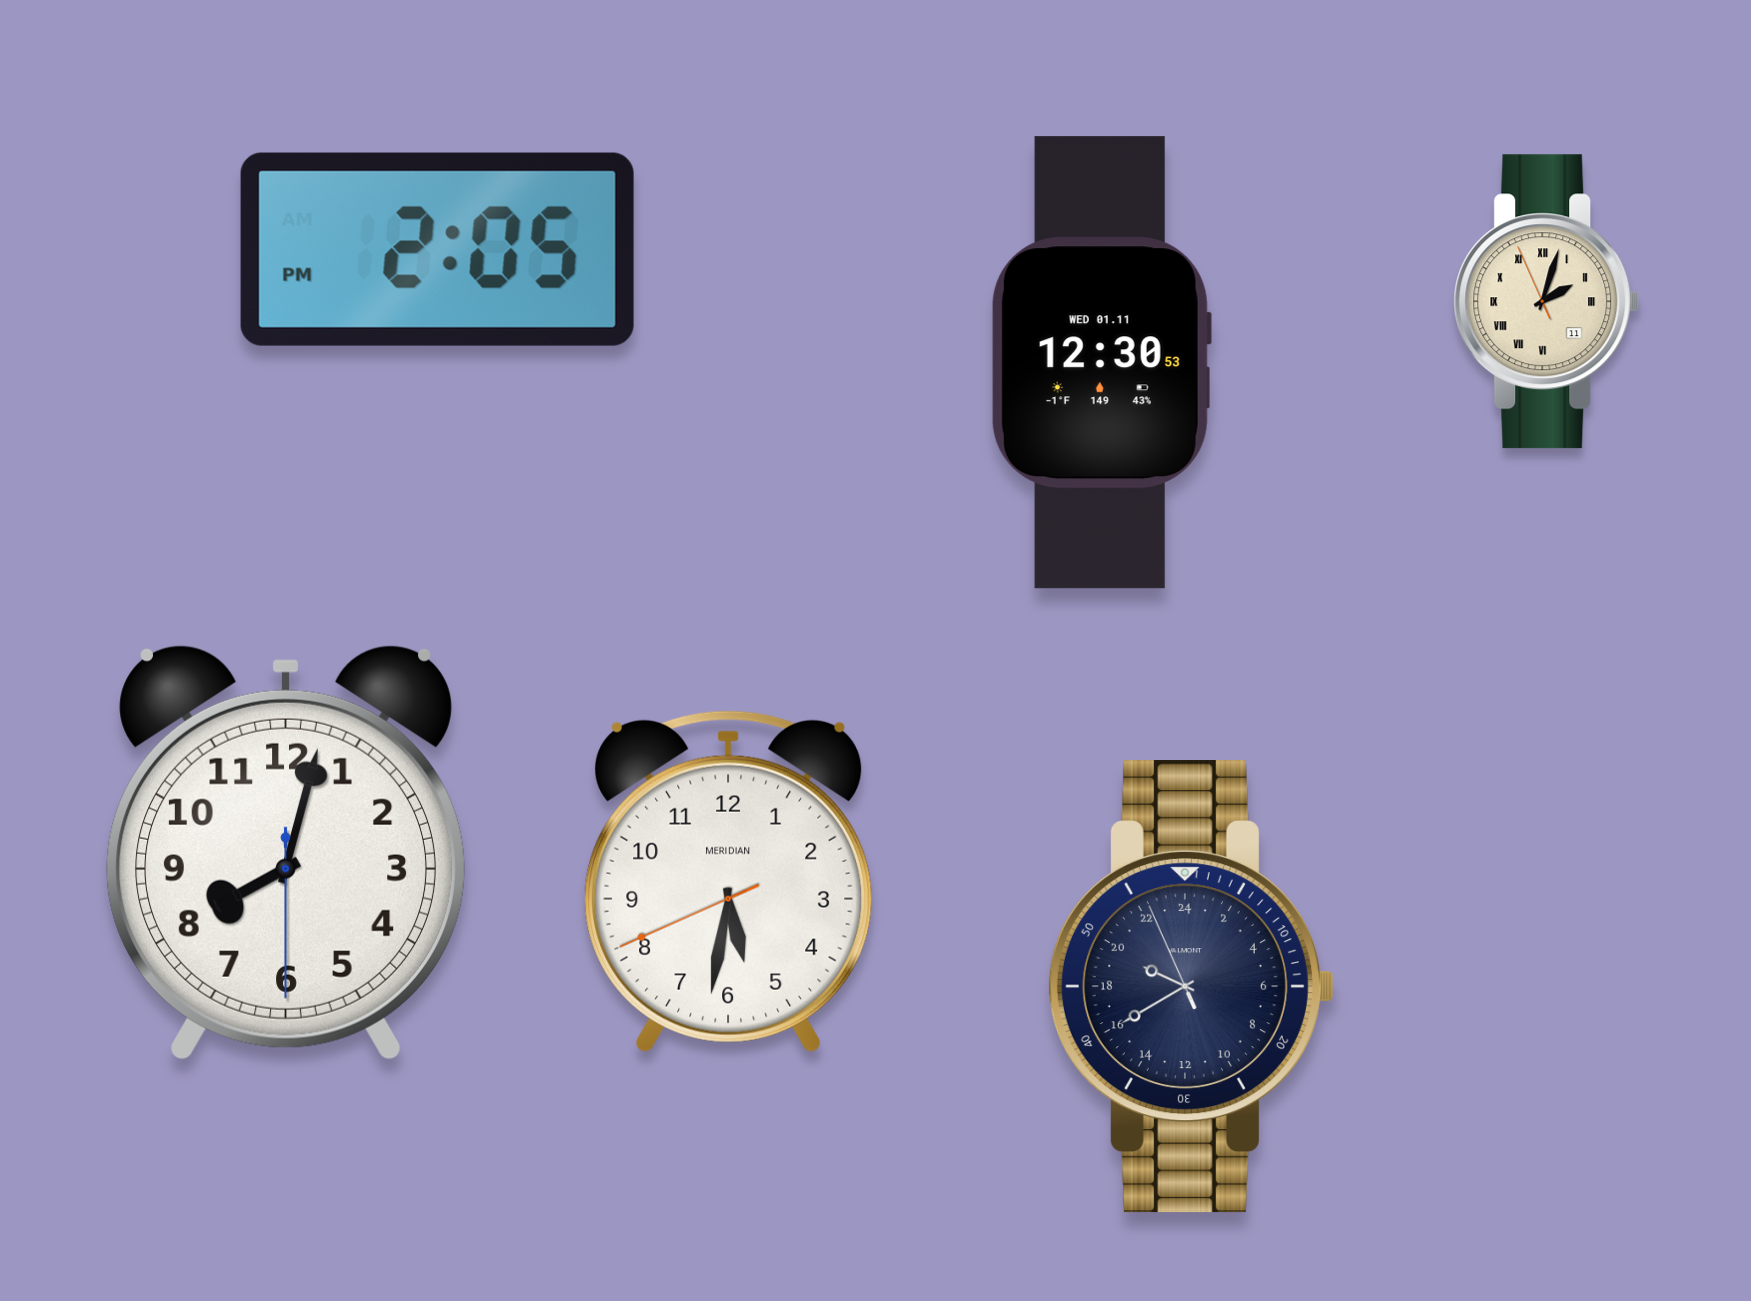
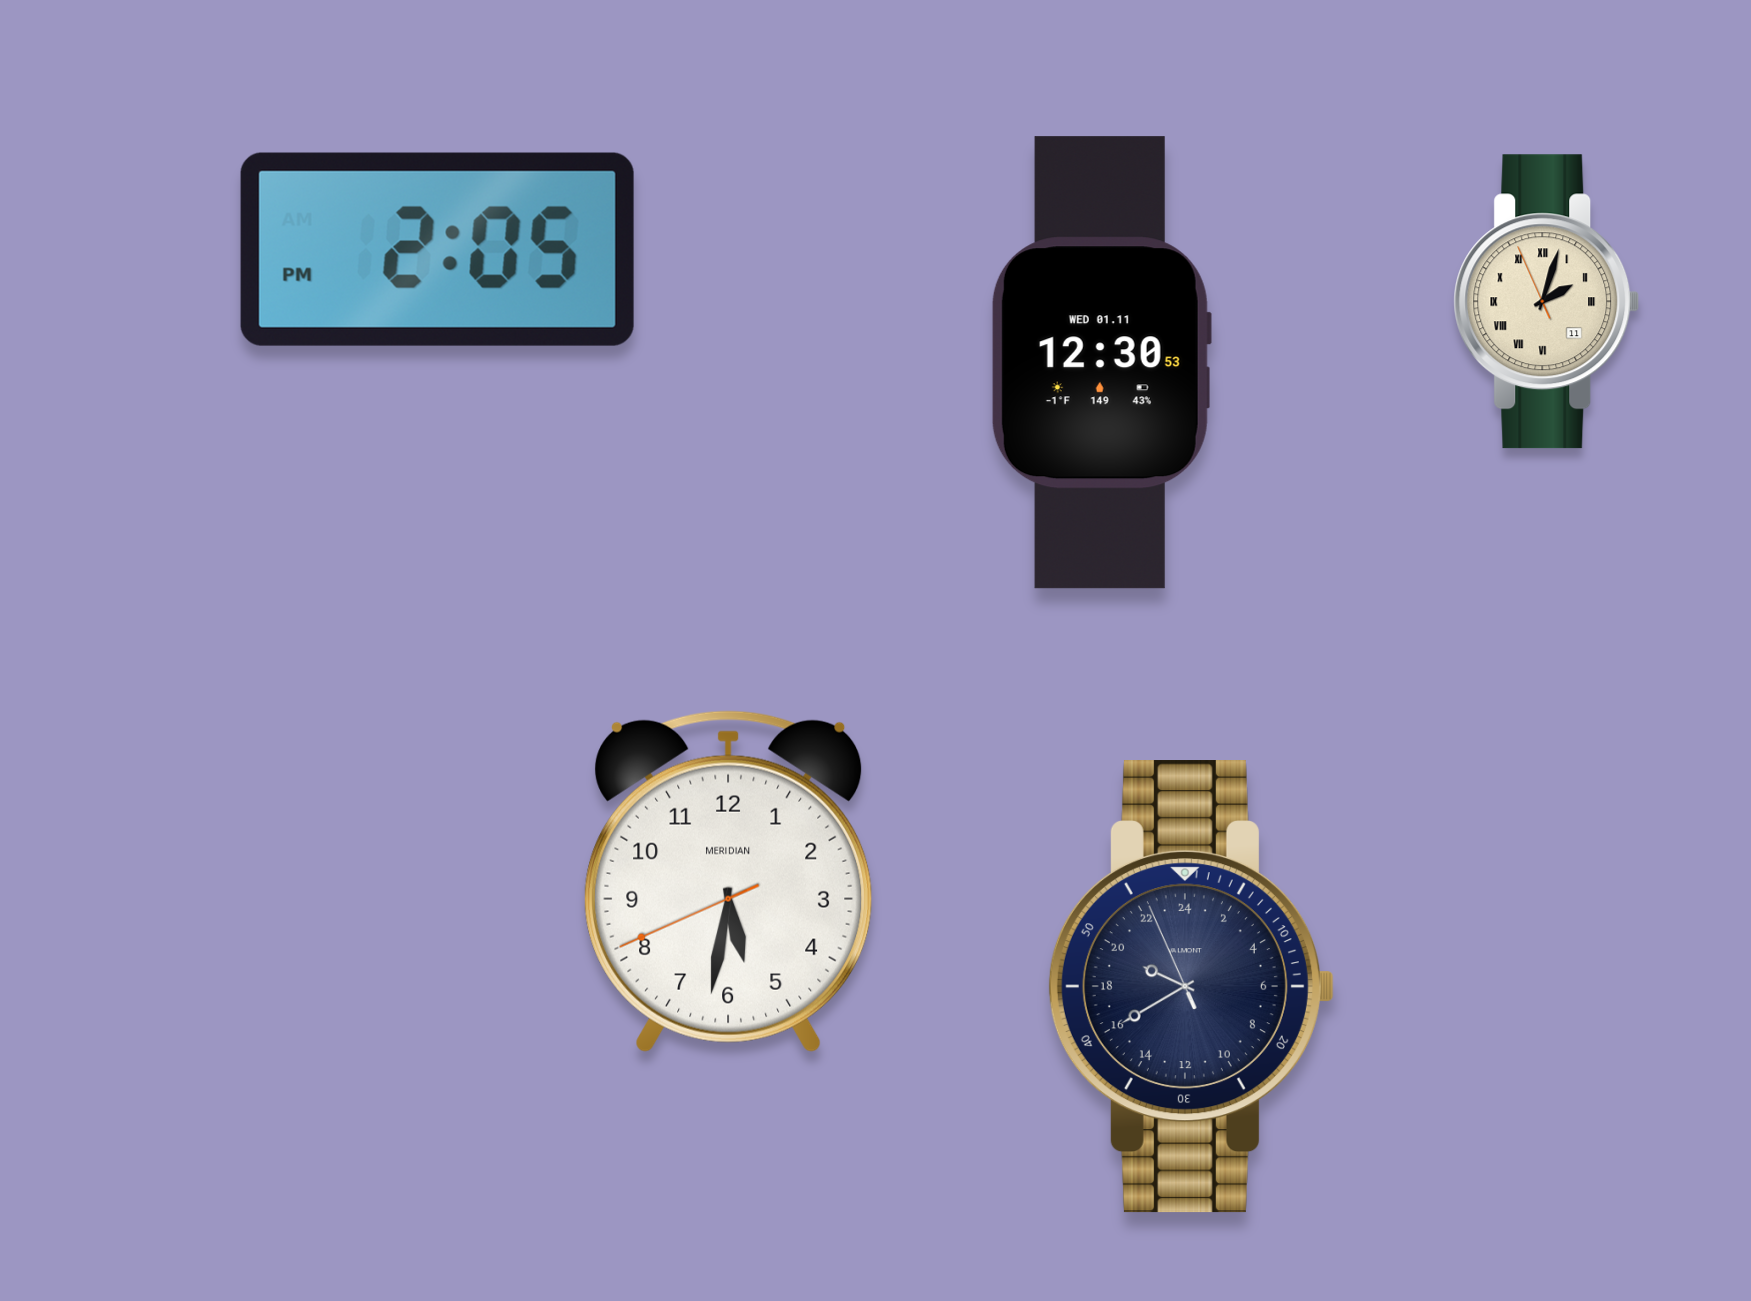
clock at (286, 853): 8:02 -> none
